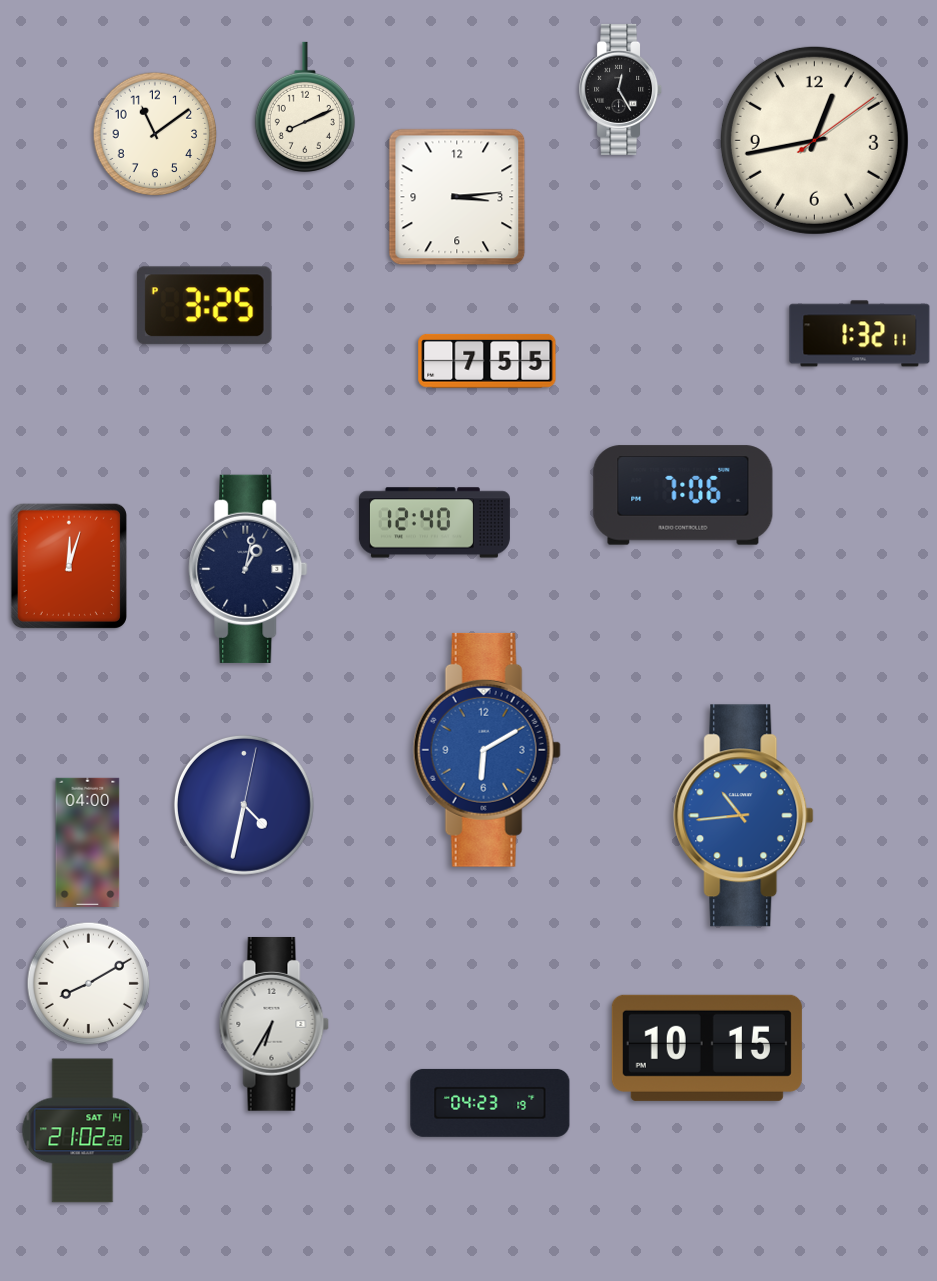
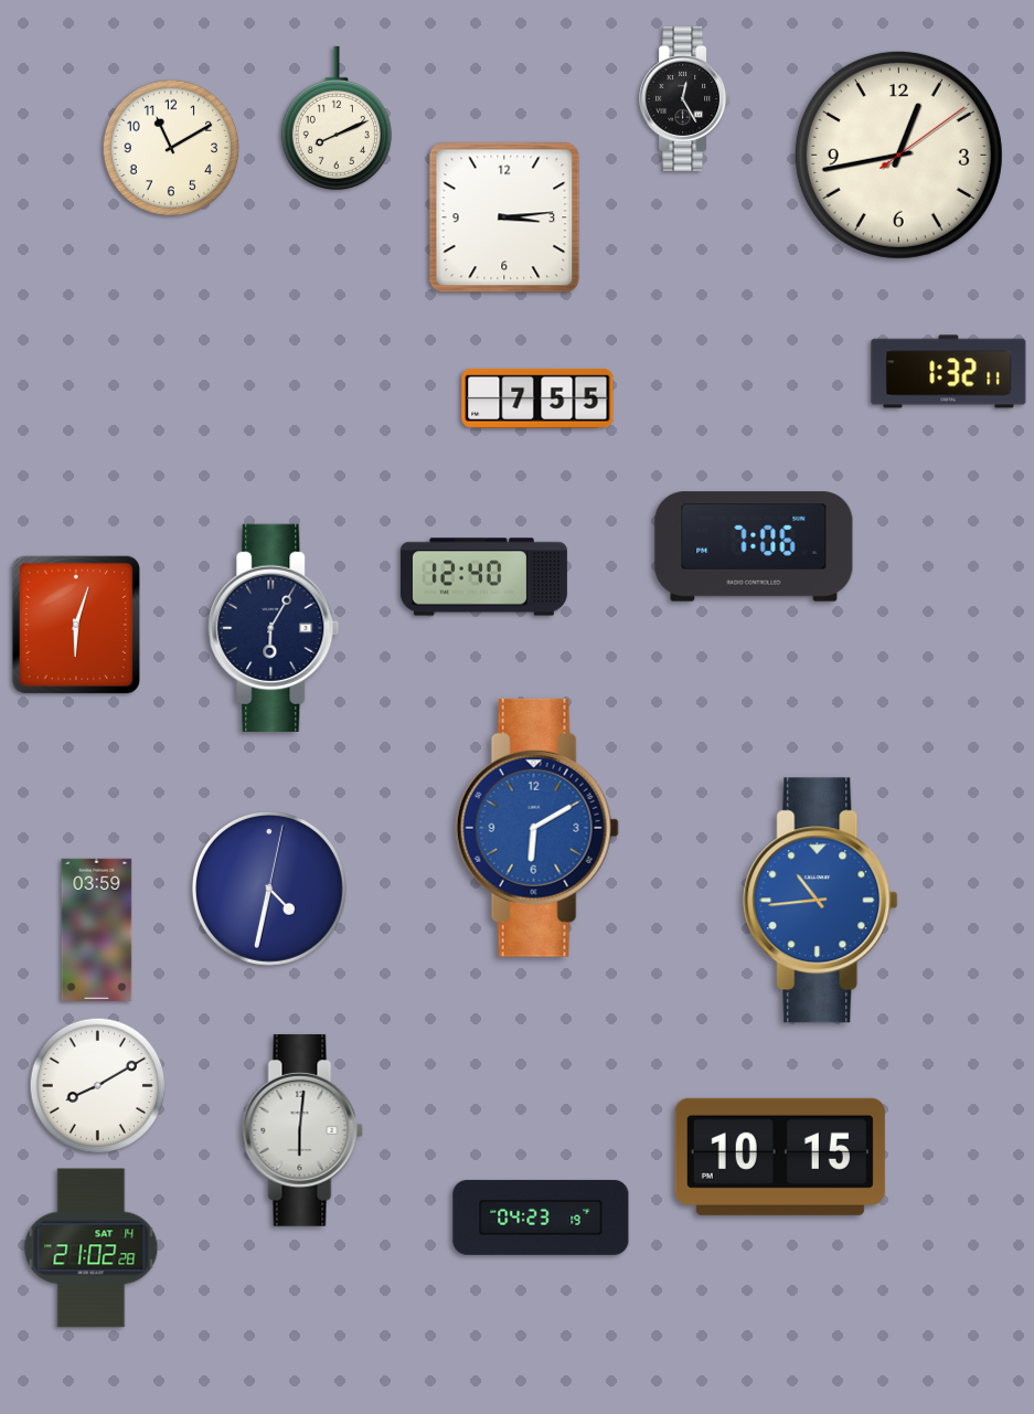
clock at (155, 134): 11:09 -> 11:10
clock at (204, 306): 3:25 -> none
clock at (860, 334) position: (860, 334) -> (949, 372)
clock at (434, 523) position: (434, 523) -> (483, 577)
clock at (69, 565): 12:03 -> 6:03
clock at (248, 569): 1:02 -> 6:05
clock at (88, 842): 04:00 -> 03:59
clock at (274, 1024): 6:35 -> 6:01
